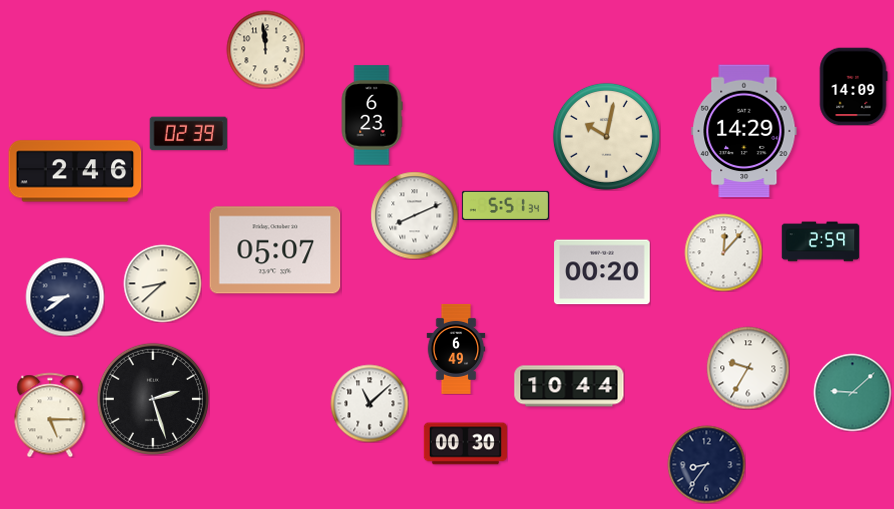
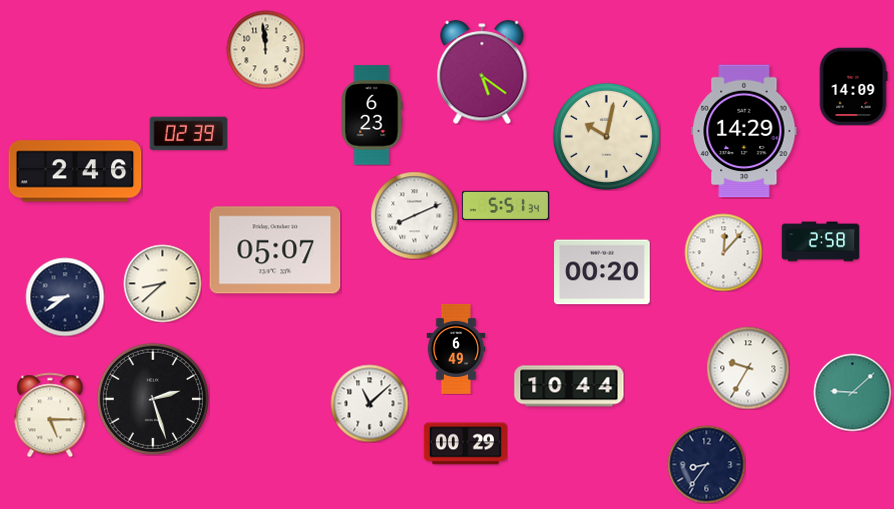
clock at (482, 72): none -> 5:21
clock at (820, 242): 2:59 -> 2:58
clock at (465, 444): 00:30 -> 00:29
